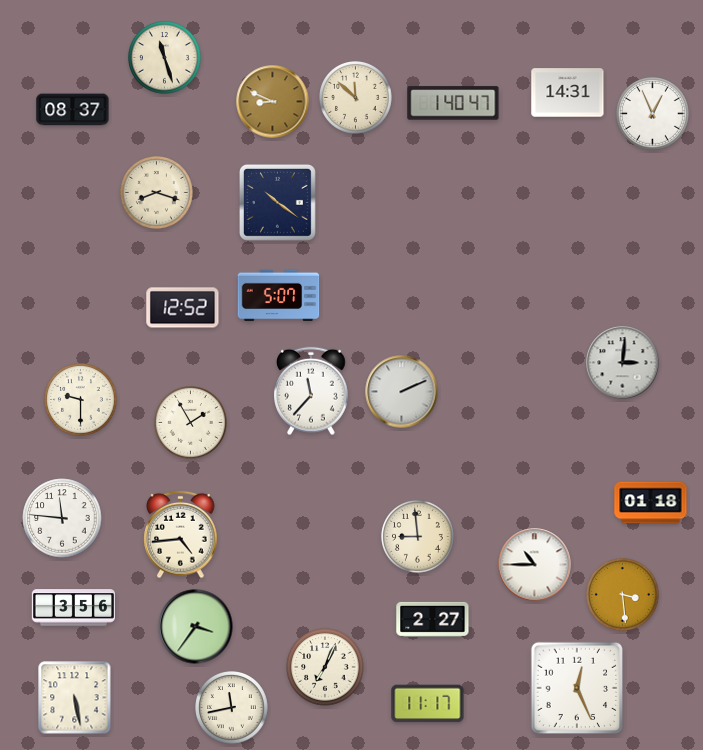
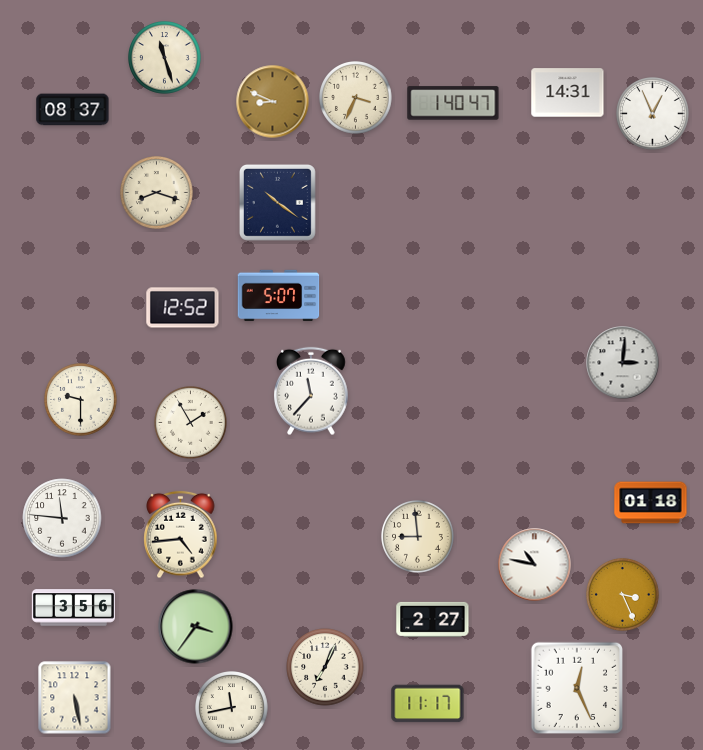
clock at (356, 98): 11:52 -> 3:34
clock at (402, 392): 2:11 -> none
clock at (535, 565): 10:45 -> 10:47
clock at (623, 595): 3:29 -> 3:26
